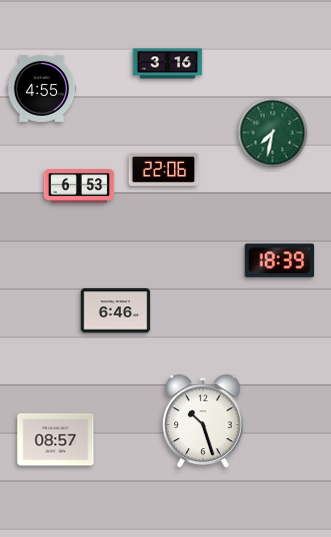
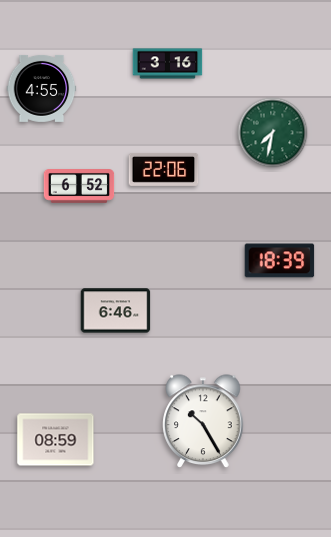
clock at (79, 187): 6:53 -> 6:52
clock at (203, 421): 10:27 -> 10:25
clock at (56, 440): 08:57 -> 08:59
